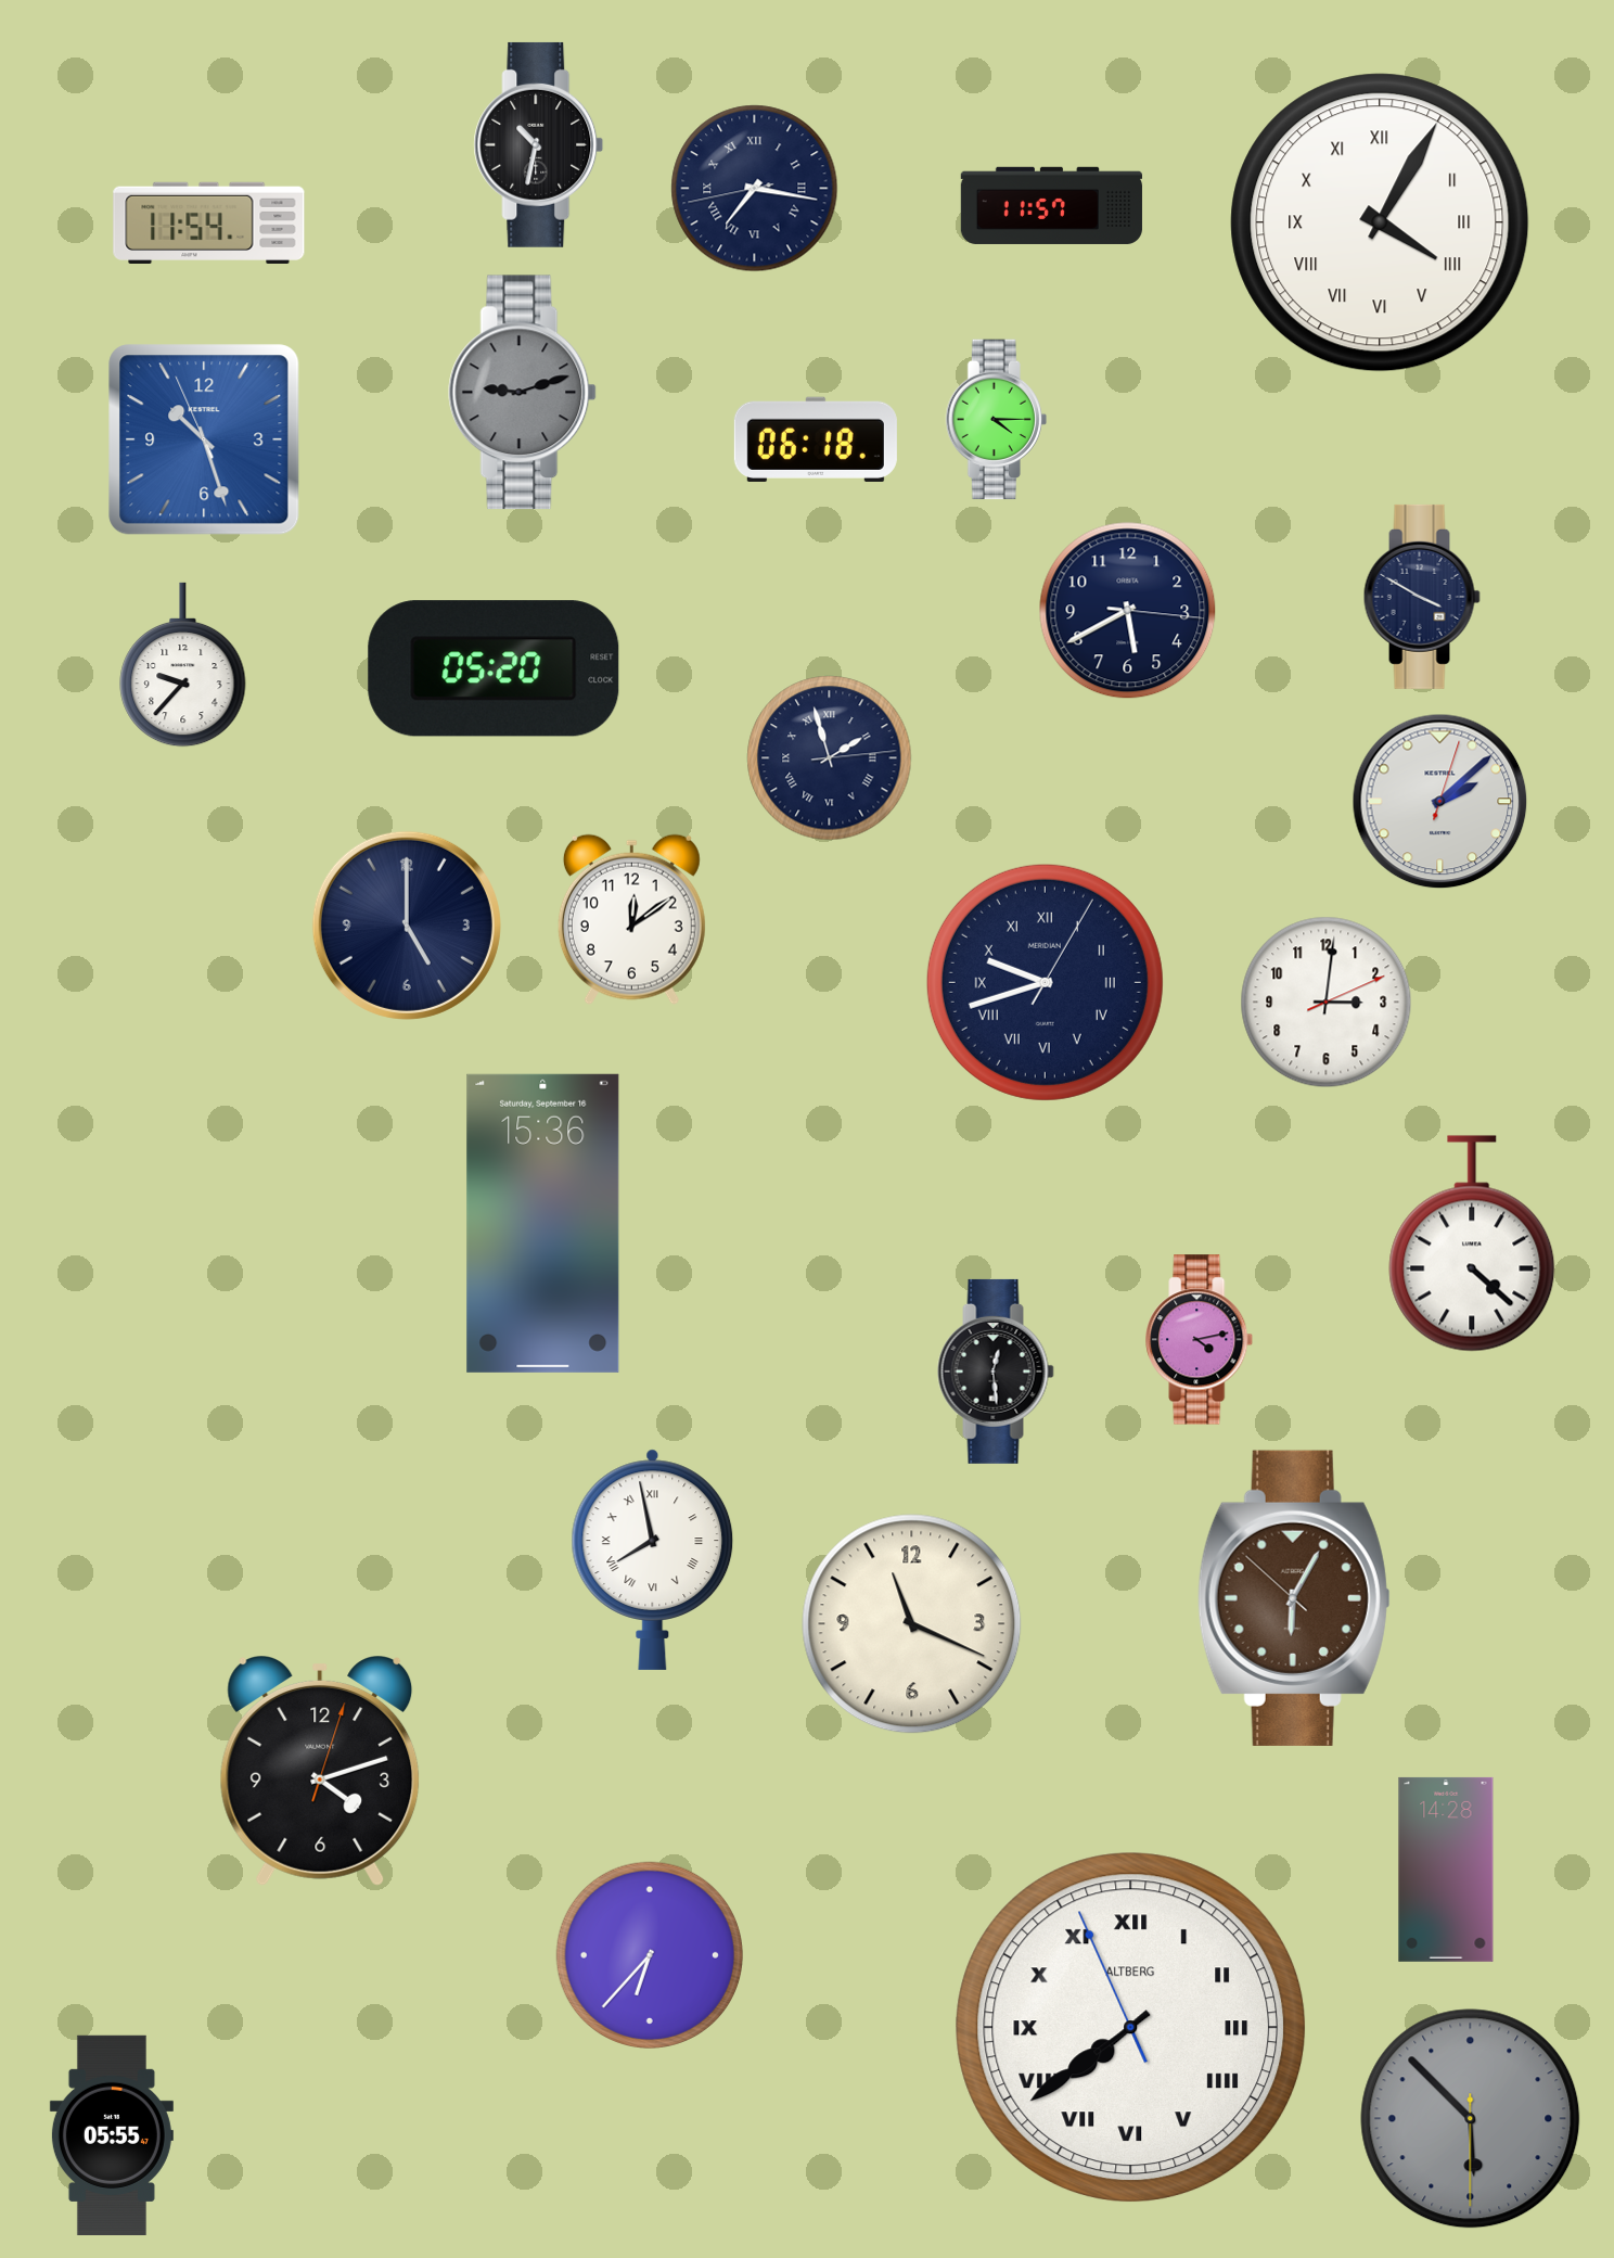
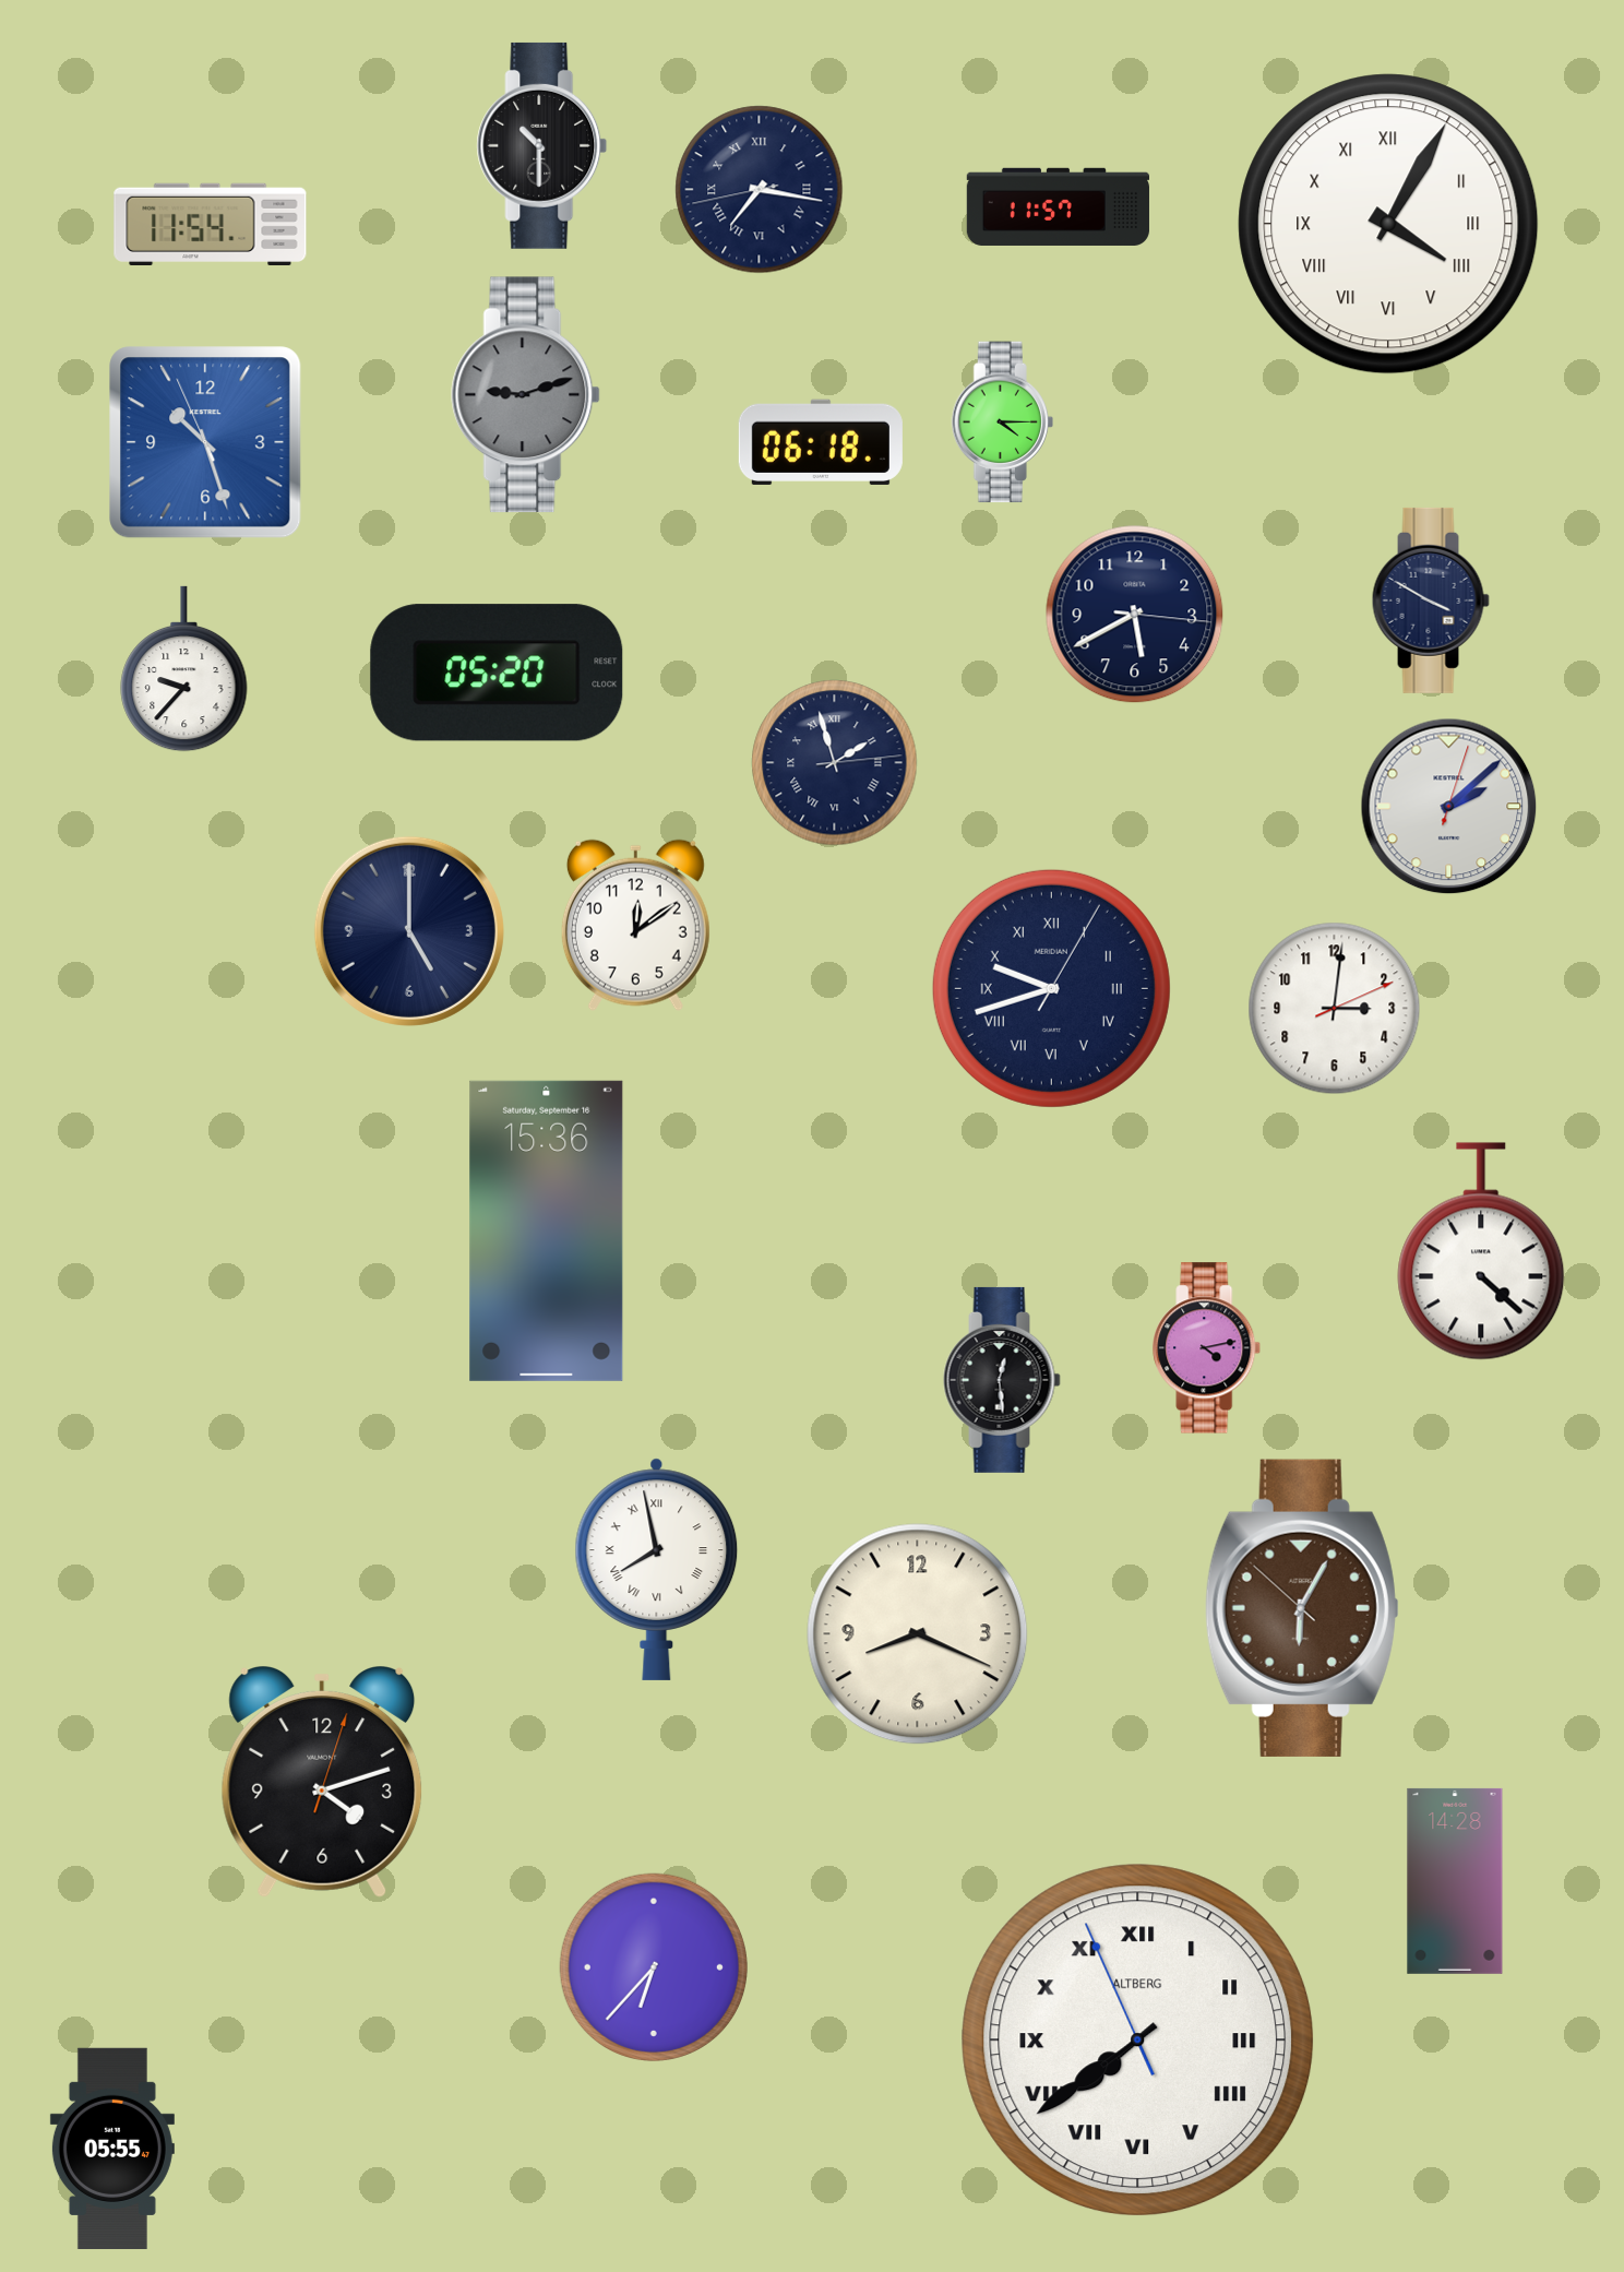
clock at (539, 144): 10:32 -> 10:30
clock at (912, 1624): 11:19 -> 8:19
clock at (1471, 2119): 5:52 -> none
